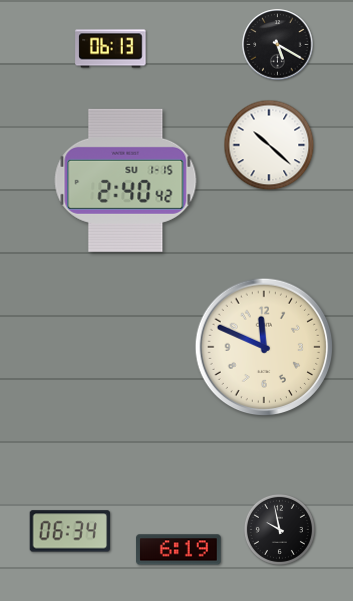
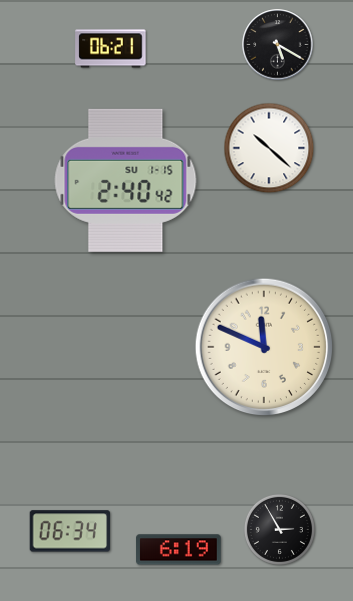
clock at (111, 49): 06:13 -> 06:21
clock at (269, 145) position: (269, 145) -> (269, 148)
clock at (279, 529): 9:58 -> 2:55
